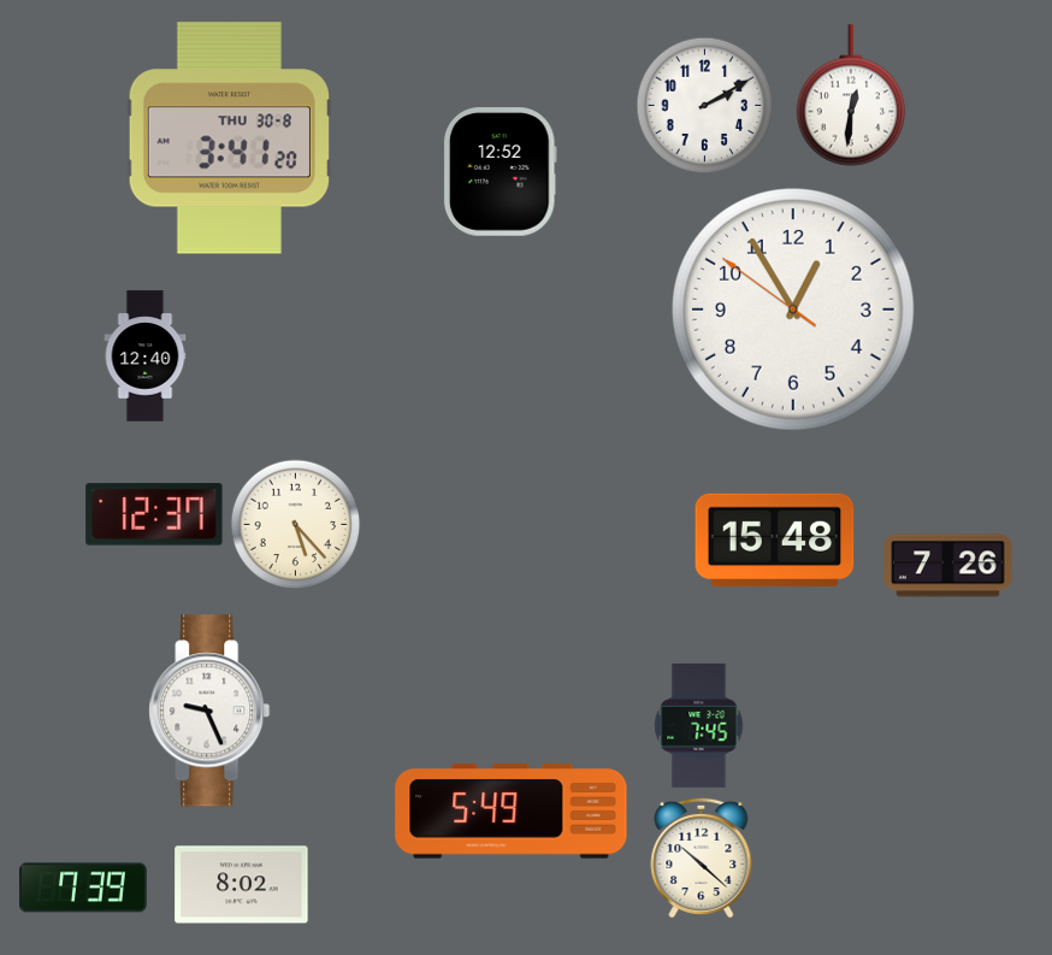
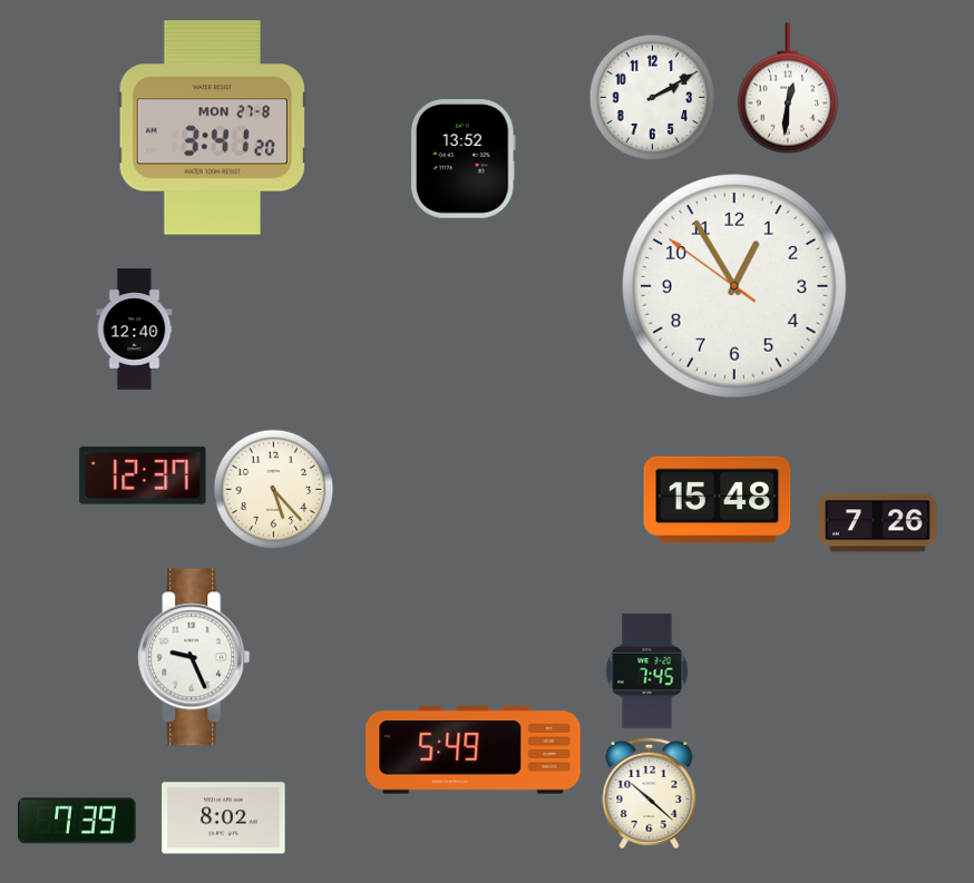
clock at (229, 138) date: THU 30-8 -> MON 27-8
clock at (500, 172): 12:52 -> 13:52
clock at (296, 525) position: (296, 525) -> (274, 490)
